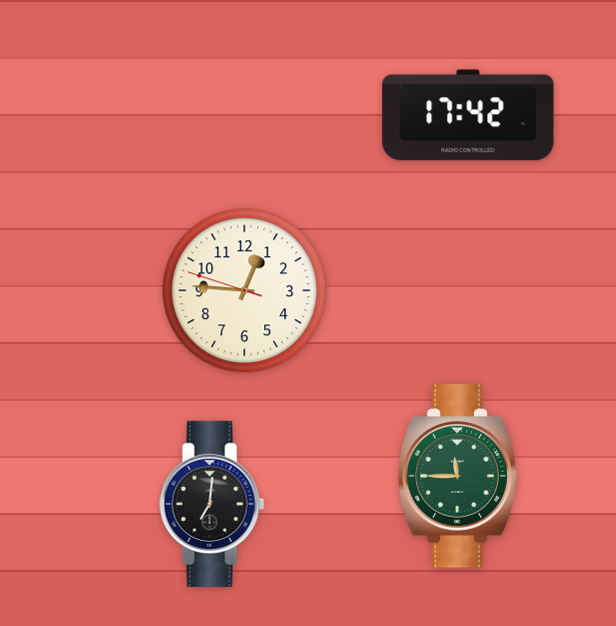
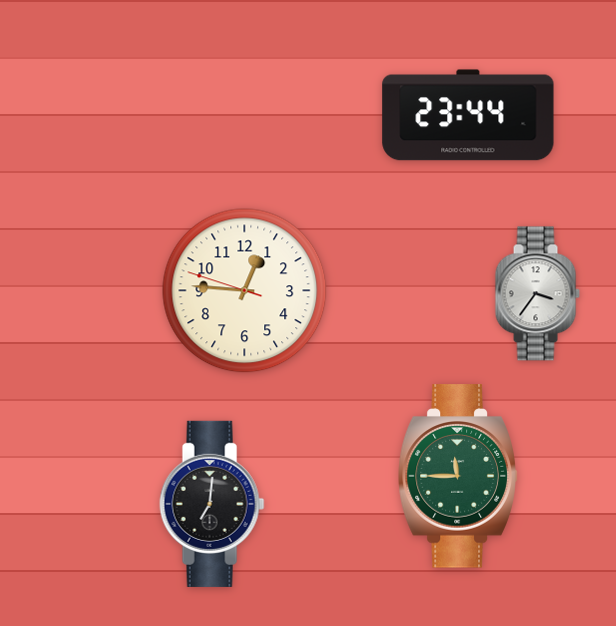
clock at (468, 115): 17:42 -> 23:44
clock at (537, 294): none -> 3:36
